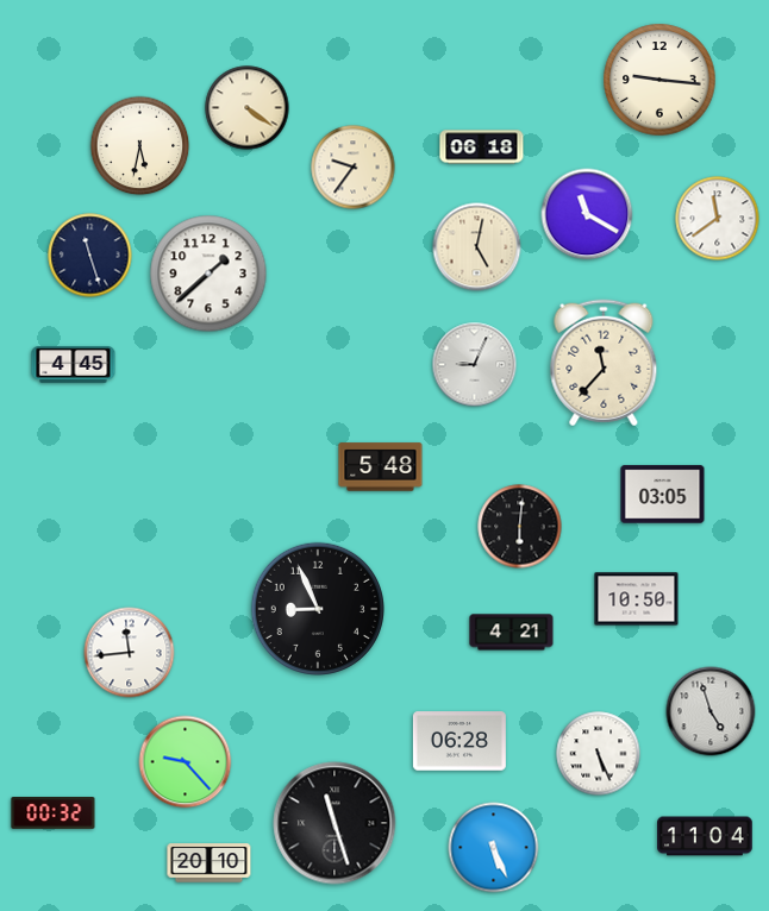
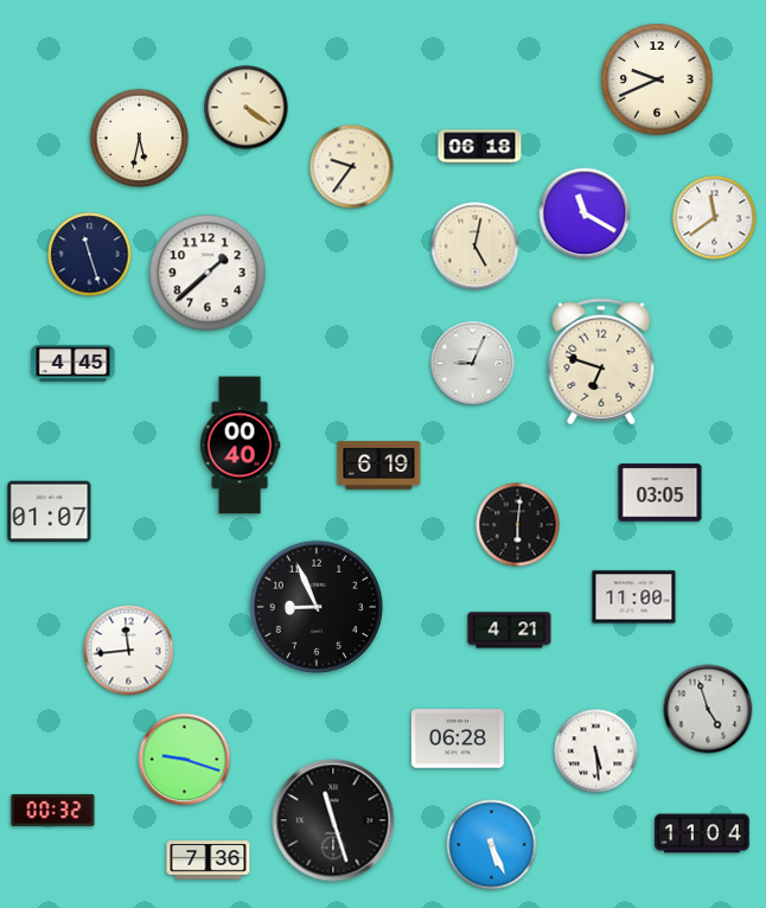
clock at (659, 80): 9:16 -> 9:41
clock at (140, 146) position: (140, 146) -> (140, 139)
clock at (604, 363): 11:37 -> 6:48
clock at (240, 446): none -> 00:40
clock at (381, 467): 5:48 -> 6:19
clock at (50, 512): none -> 01:07
clock at (637, 599): 10:50 -> 11:00
clock at (599, 754): 5:26 -> 5:29
clock at (186, 762): 9:23 -> 9:18
clock at (210, 863): 20:10 -> 7:36
